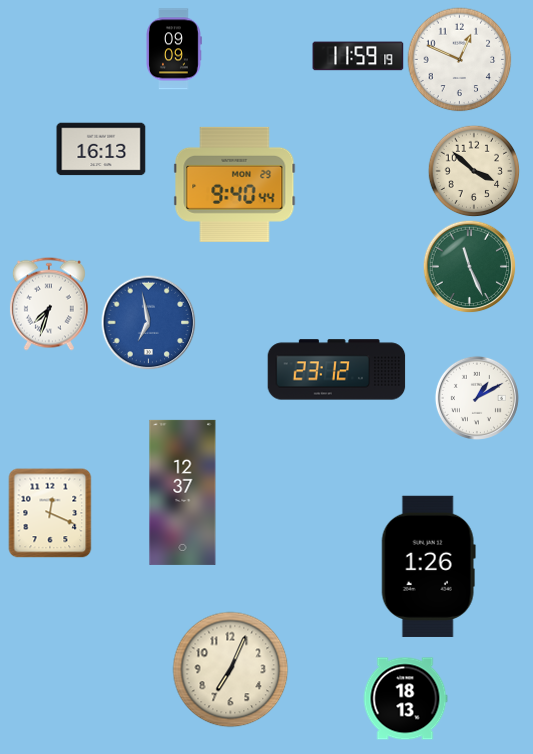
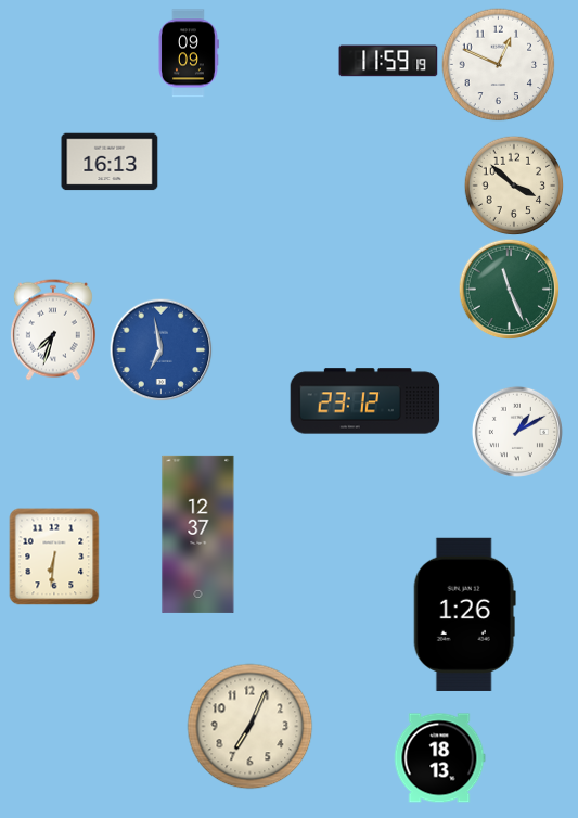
clock at (235, 184): 9:40 -> none
clock at (50, 513): 12:19 -> 6:31
